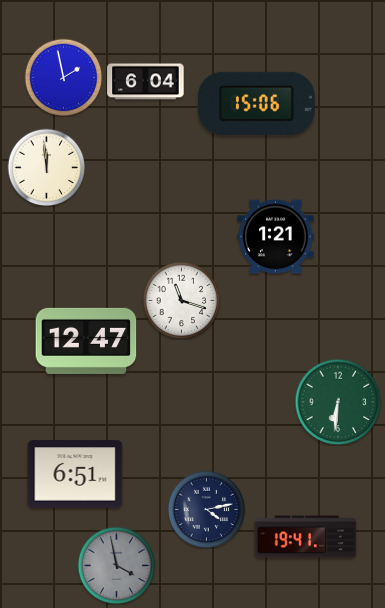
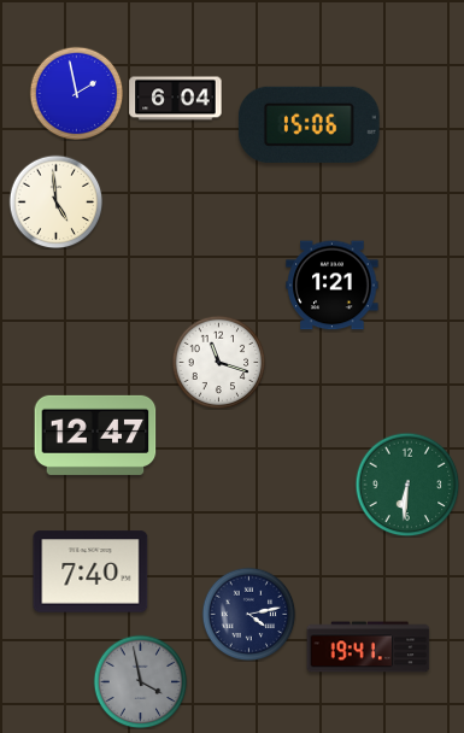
clock at (46, 167): 11:59 -> 4:59
clock at (86, 341) position: (86, 341) -> (95, 435)
clock at (75, 474): 6:51 -> 7:40
